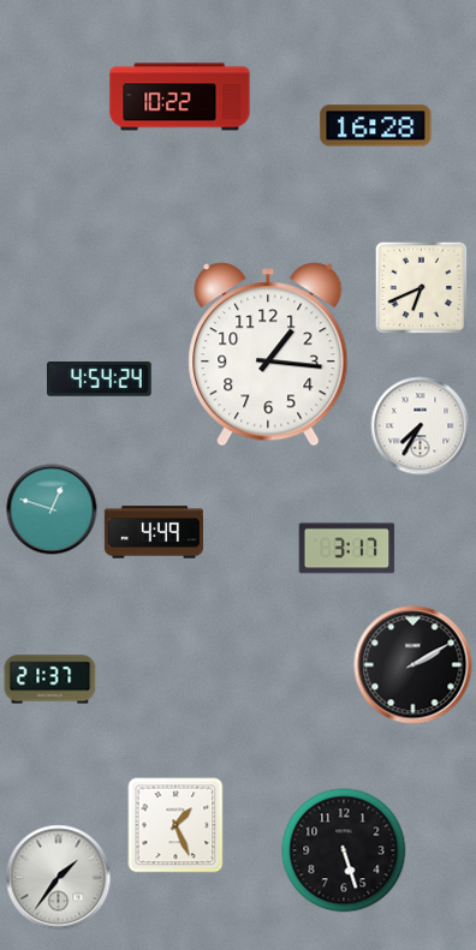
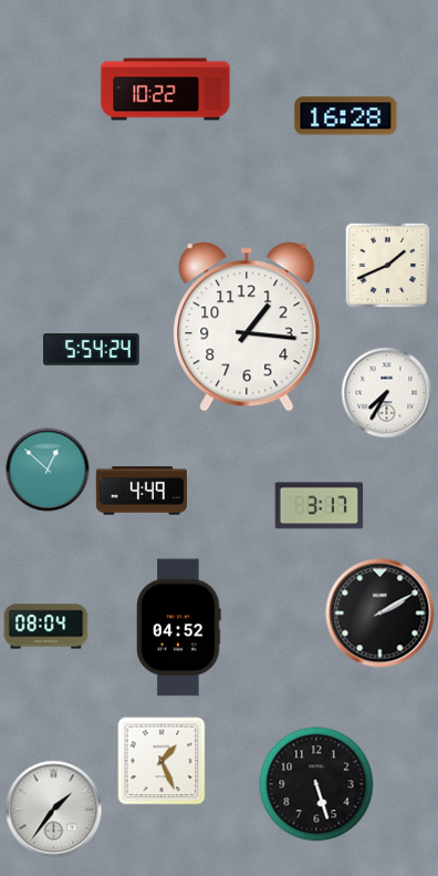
clock at (422, 288): 6:41 -> 1:41
clock at (100, 380): 4:54 -> 5:54
clock at (52, 509): 12:48 -> 12:52
clock at (50, 680): 21:37 -> 08:04
clock at (179, 628): none -> 04:52
